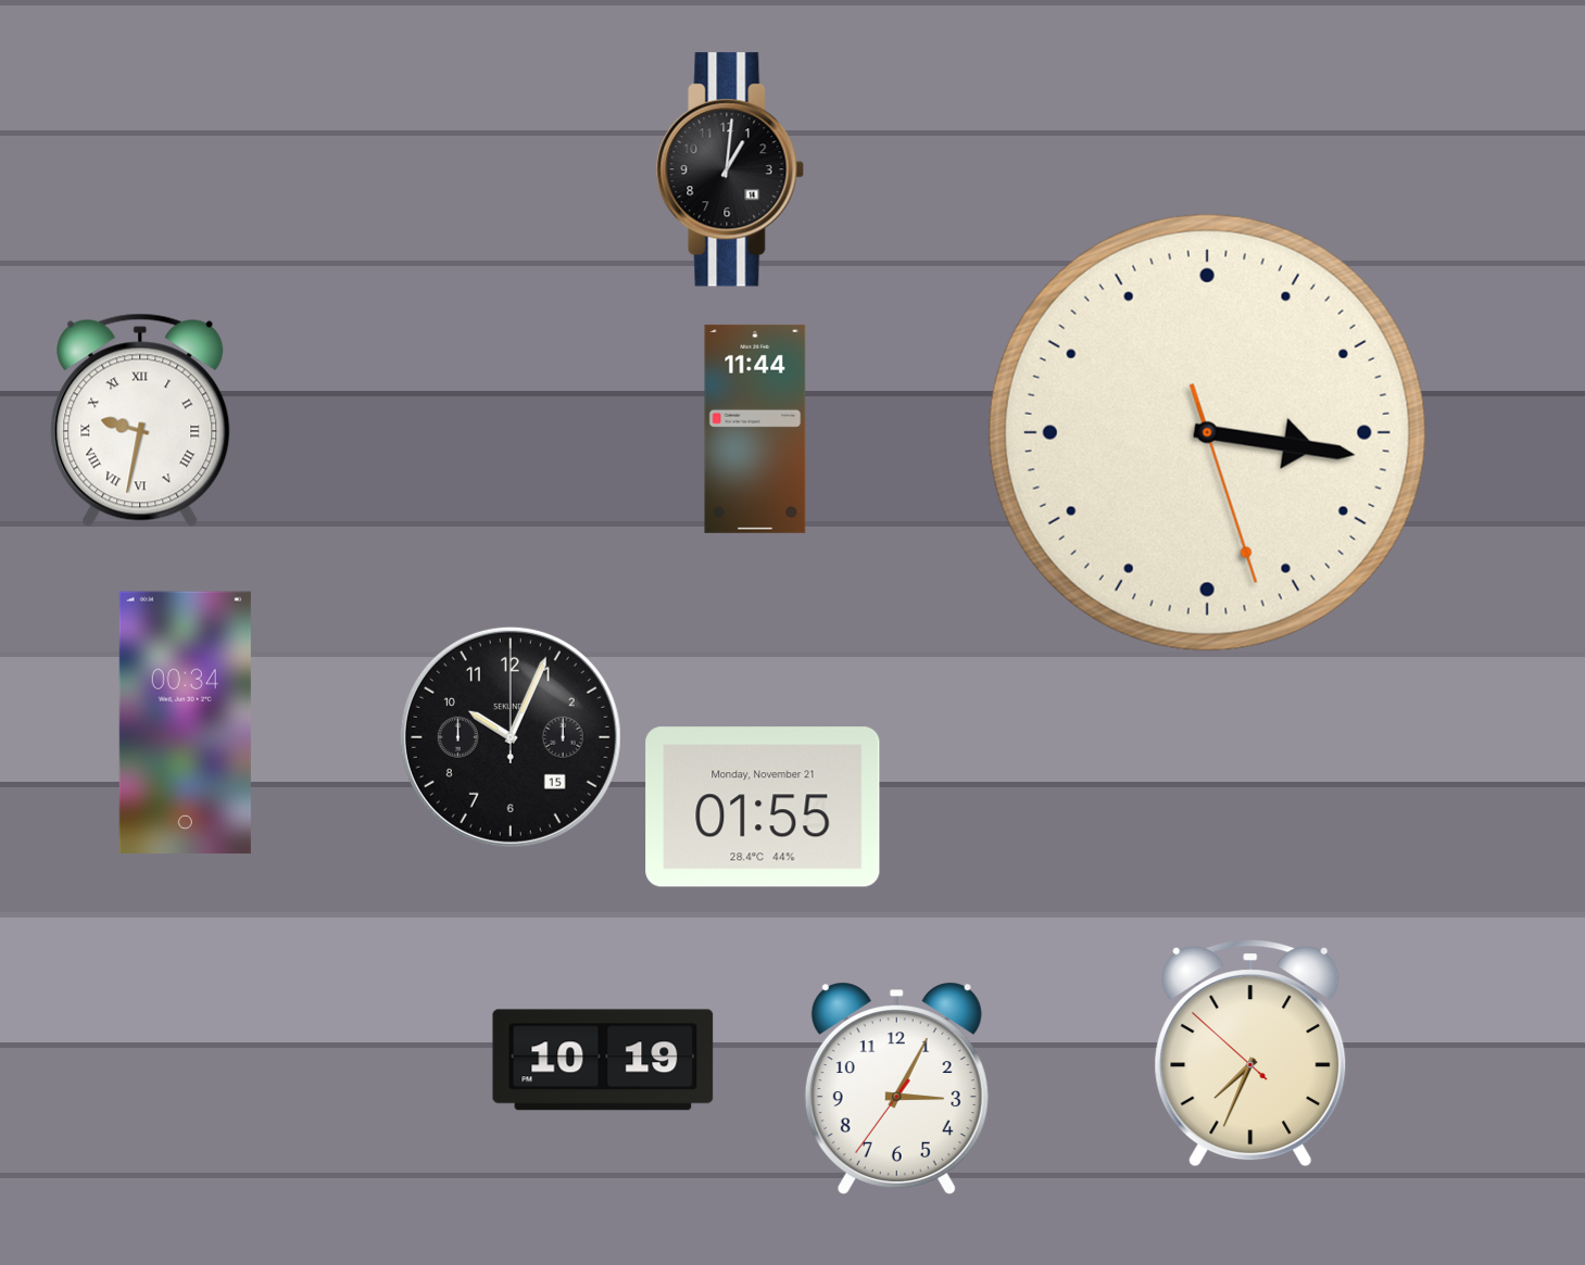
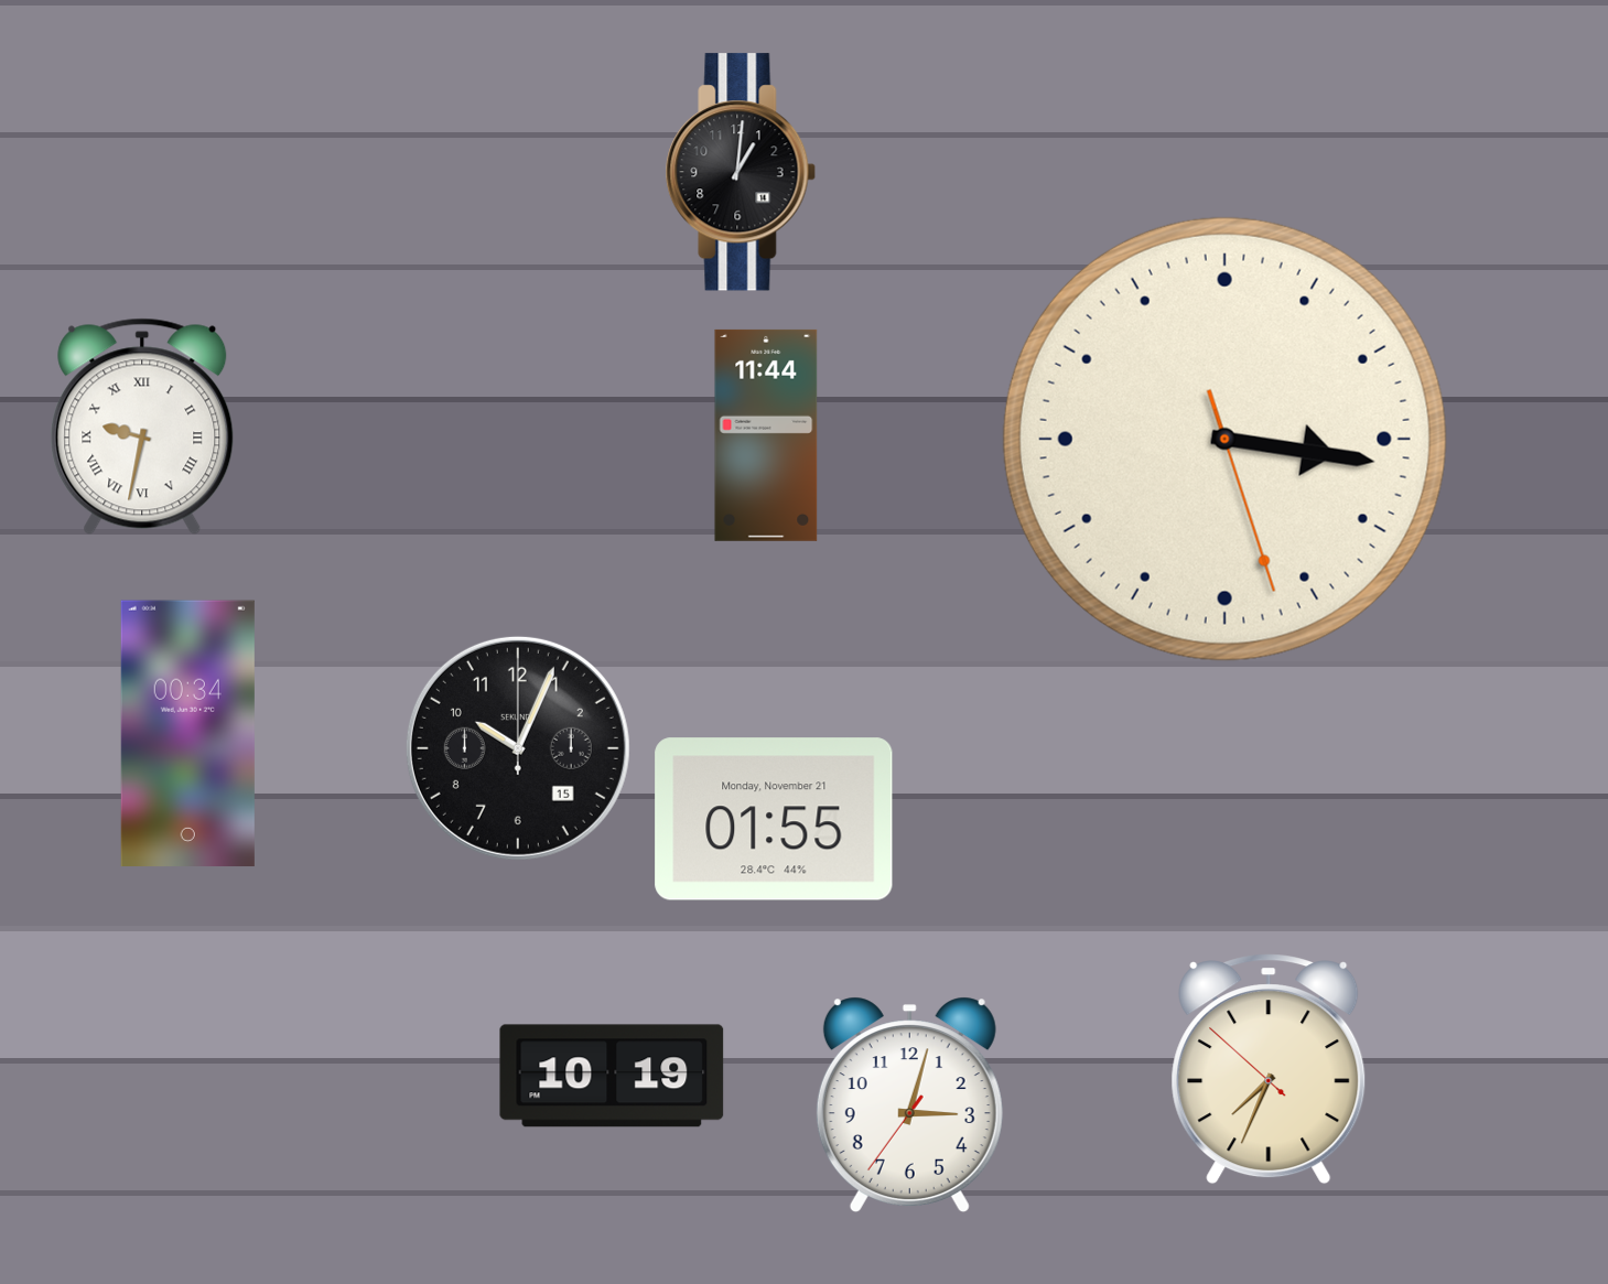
clock at (896, 1088): 3:04 -> 3:02
